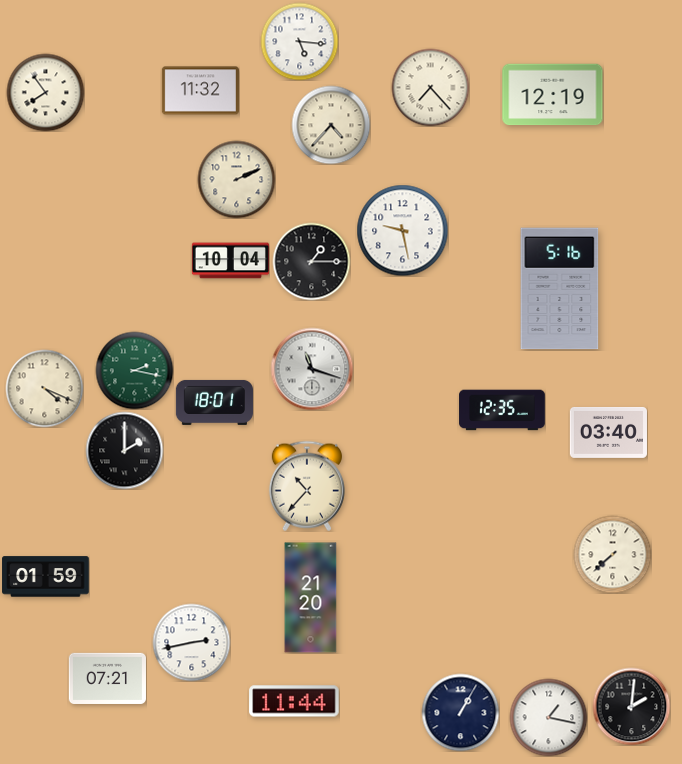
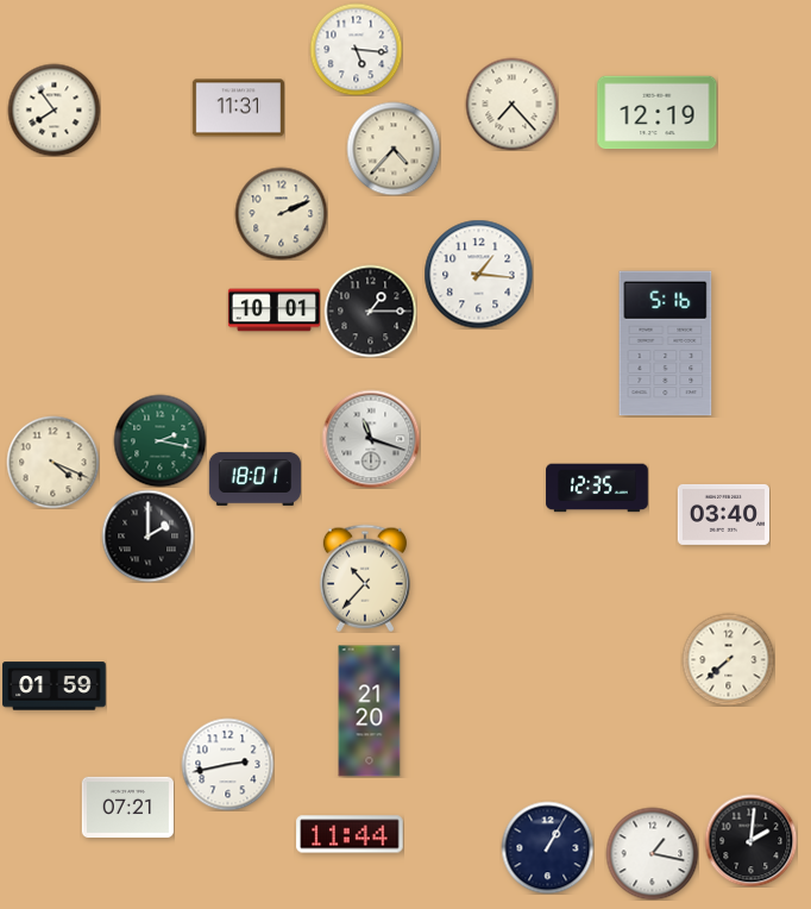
clock at (200, 91): 11:32 -> 11:31
clock at (402, 230): 9:28 -> 1:16
clock at (230, 261): 10:04 -> 10:01
